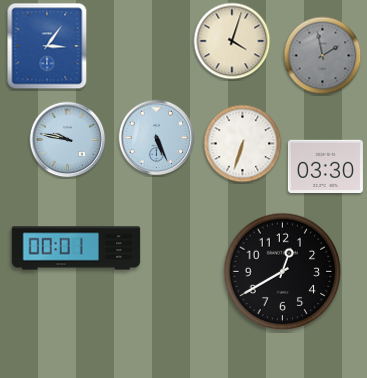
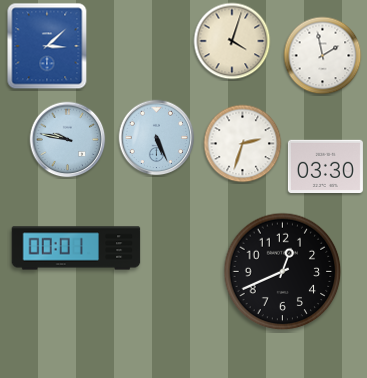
clock at (47, 46): 3:06 -> 3:08
clock at (323, 56) dial: grey -> white
clock at (243, 144): 6:33 -> 2:33
clock at (283, 272): 12:40 -> 12:41
